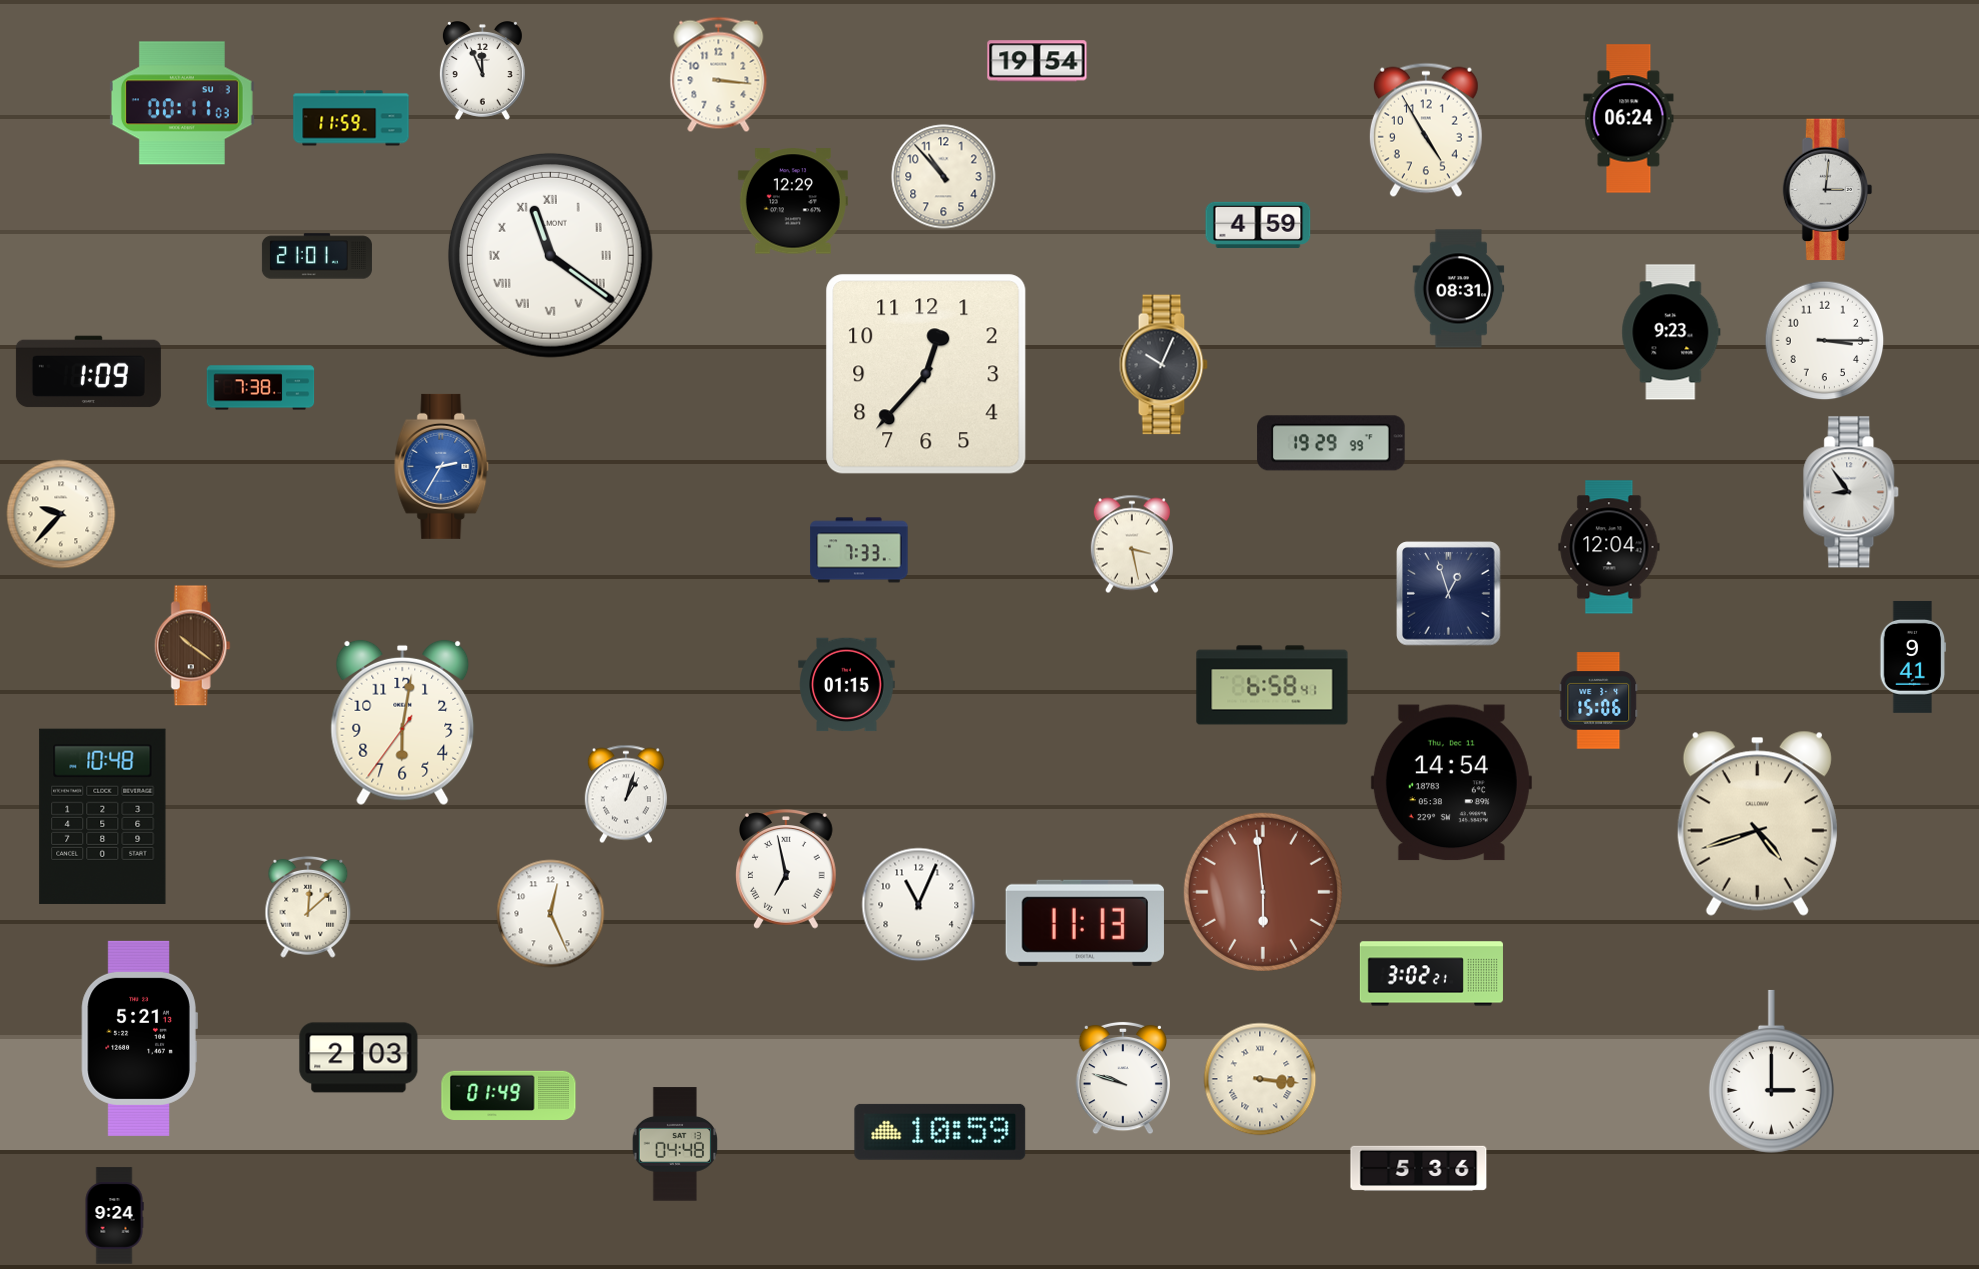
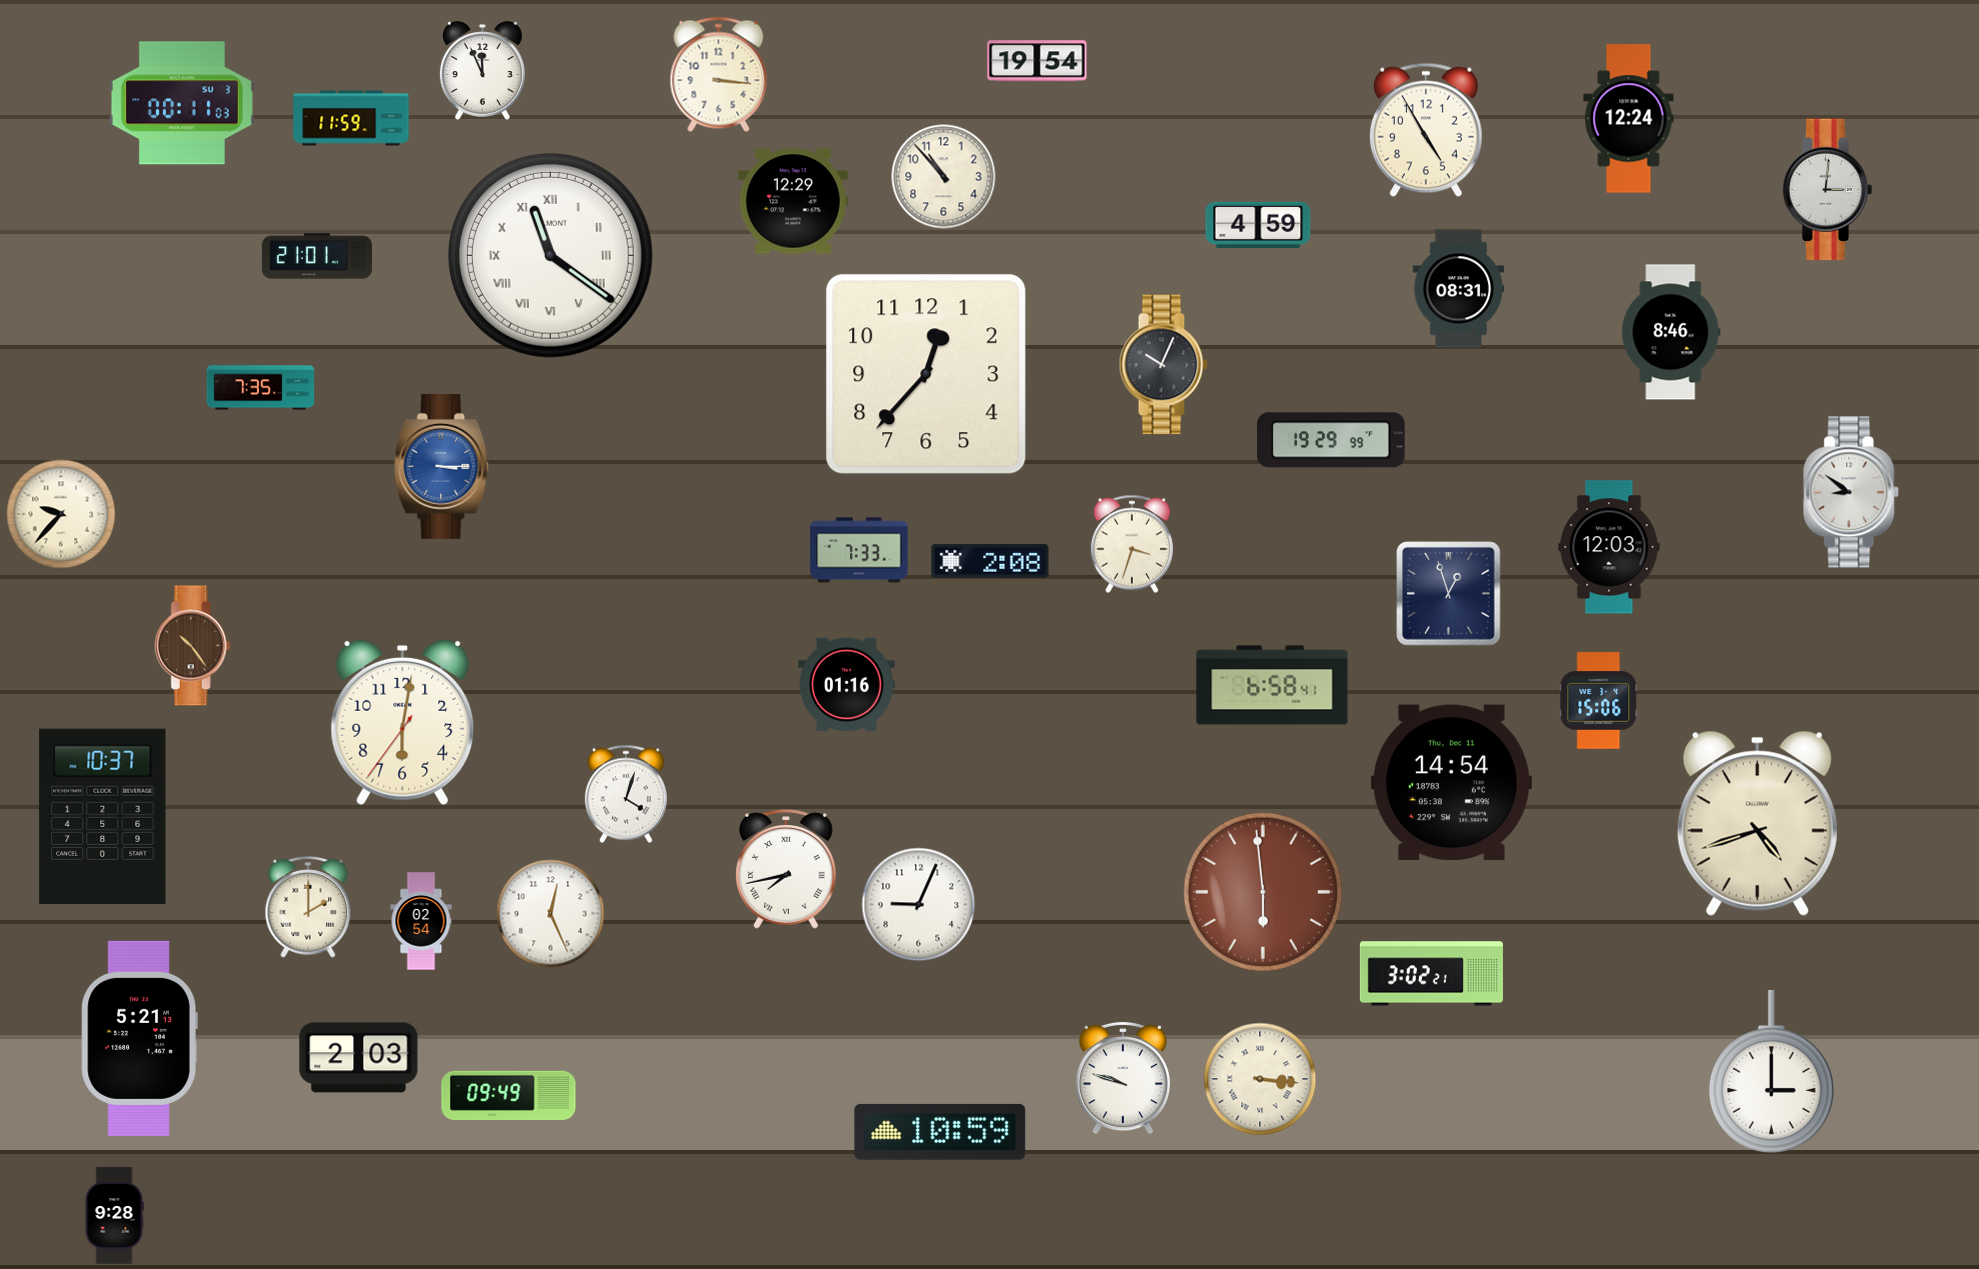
clock at (1629, 119): 06:24 -> 12:24
clock at (1671, 332): 9:23 -> 8:46
clock at (1825, 341): 3:15 -> none
clock at (88, 372): 1:09 -> none
clock at (261, 388): 7:38 -> 7:35
clock at (1331, 443) position: (1331, 443) -> (1331, 440)
clock at (442, 466): 2:35 -> 3:15
clock at (1852, 492): 8:54 -> 8:51
clock at (1132, 544): 3:28 -> 3:33
clock at (1609, 547): 12:04 -> 12:03
clock at (990, 561): none -> 2:08
clock at (192, 646): 10:21 -> 10:24
clock at (1912, 657): 9:41 -> none
clock at (847, 685): 01:15 -> 01:16
clock at (626, 794): 1:03 -> 4:03
clock at (103, 816): 10:48 -> 10:37
clock at (787, 869): 6:58 -> 7:43
clock at (919, 905): 11:04 -> 9:04
clock at (308, 907): 12:08 -> 2:00
clock at (421, 921): none -> 02:54
clock at (1085, 923): 11:13 -> none
clock at (509, 1096): 01:49 -> 09:49
clock at (674, 1144): 04:48 -> none
clock at (1419, 1168): 5:36 -> none
clock at (114, 1216): 9:24 -> 9:28
